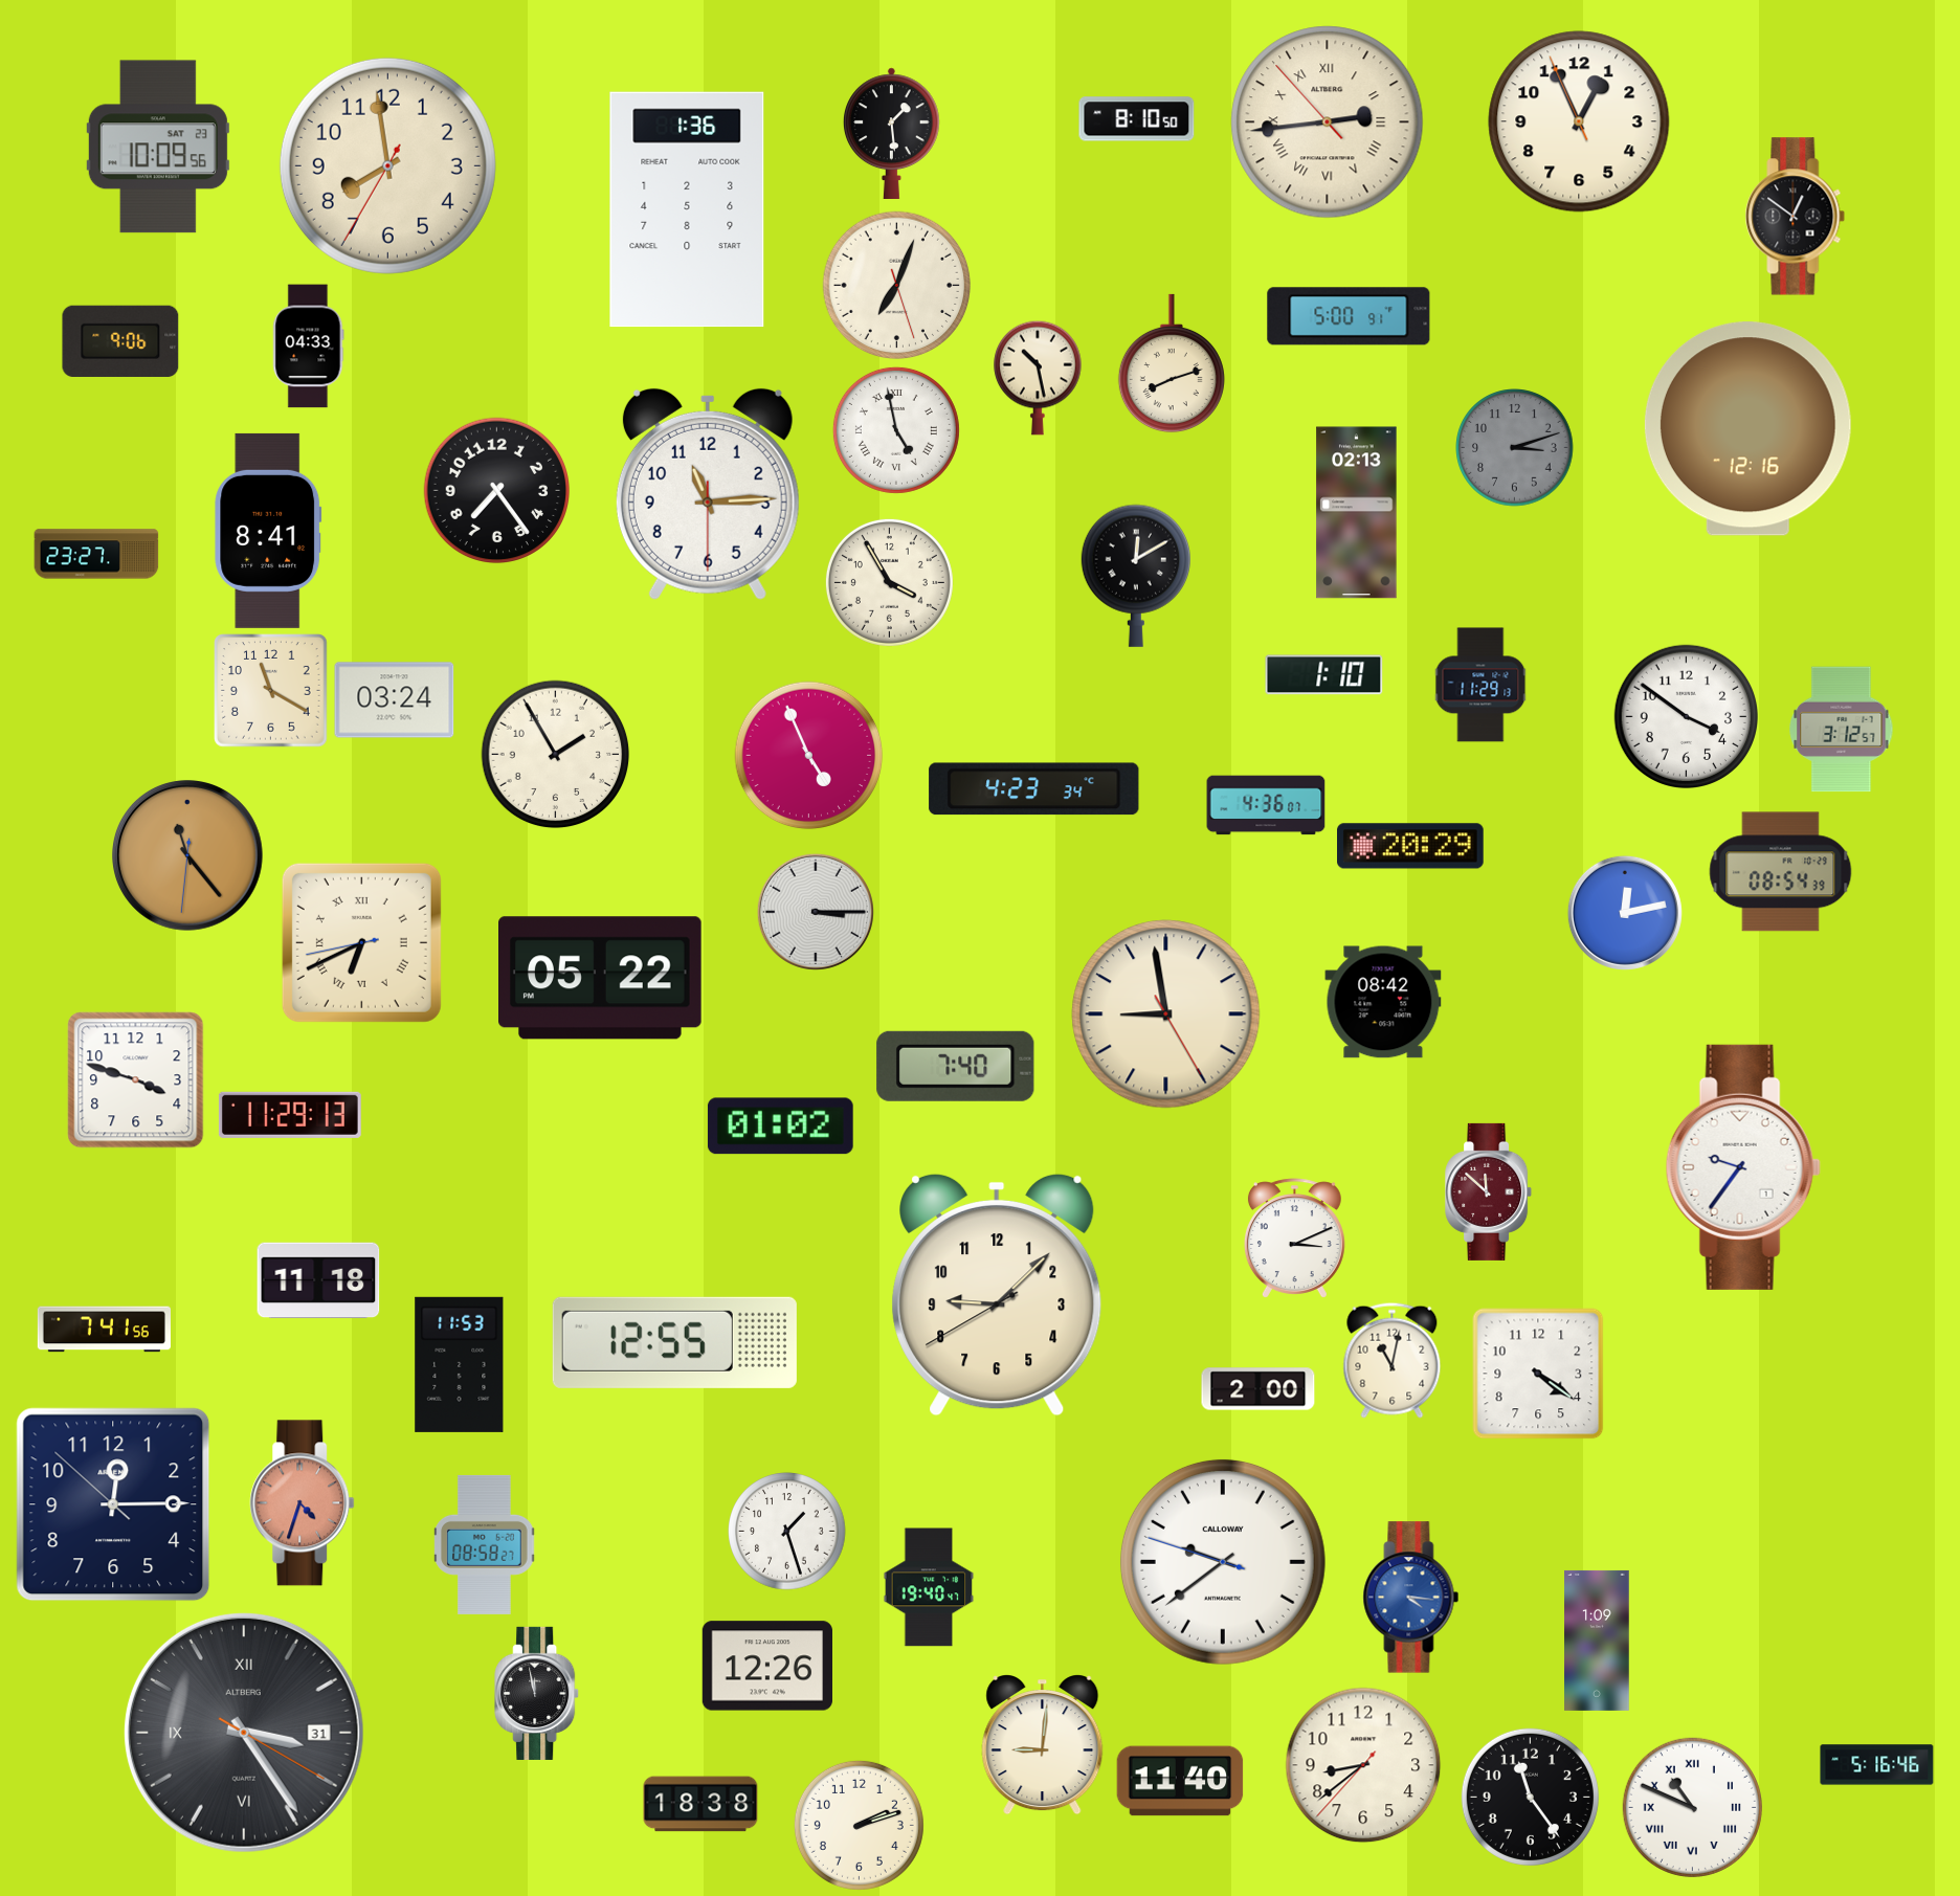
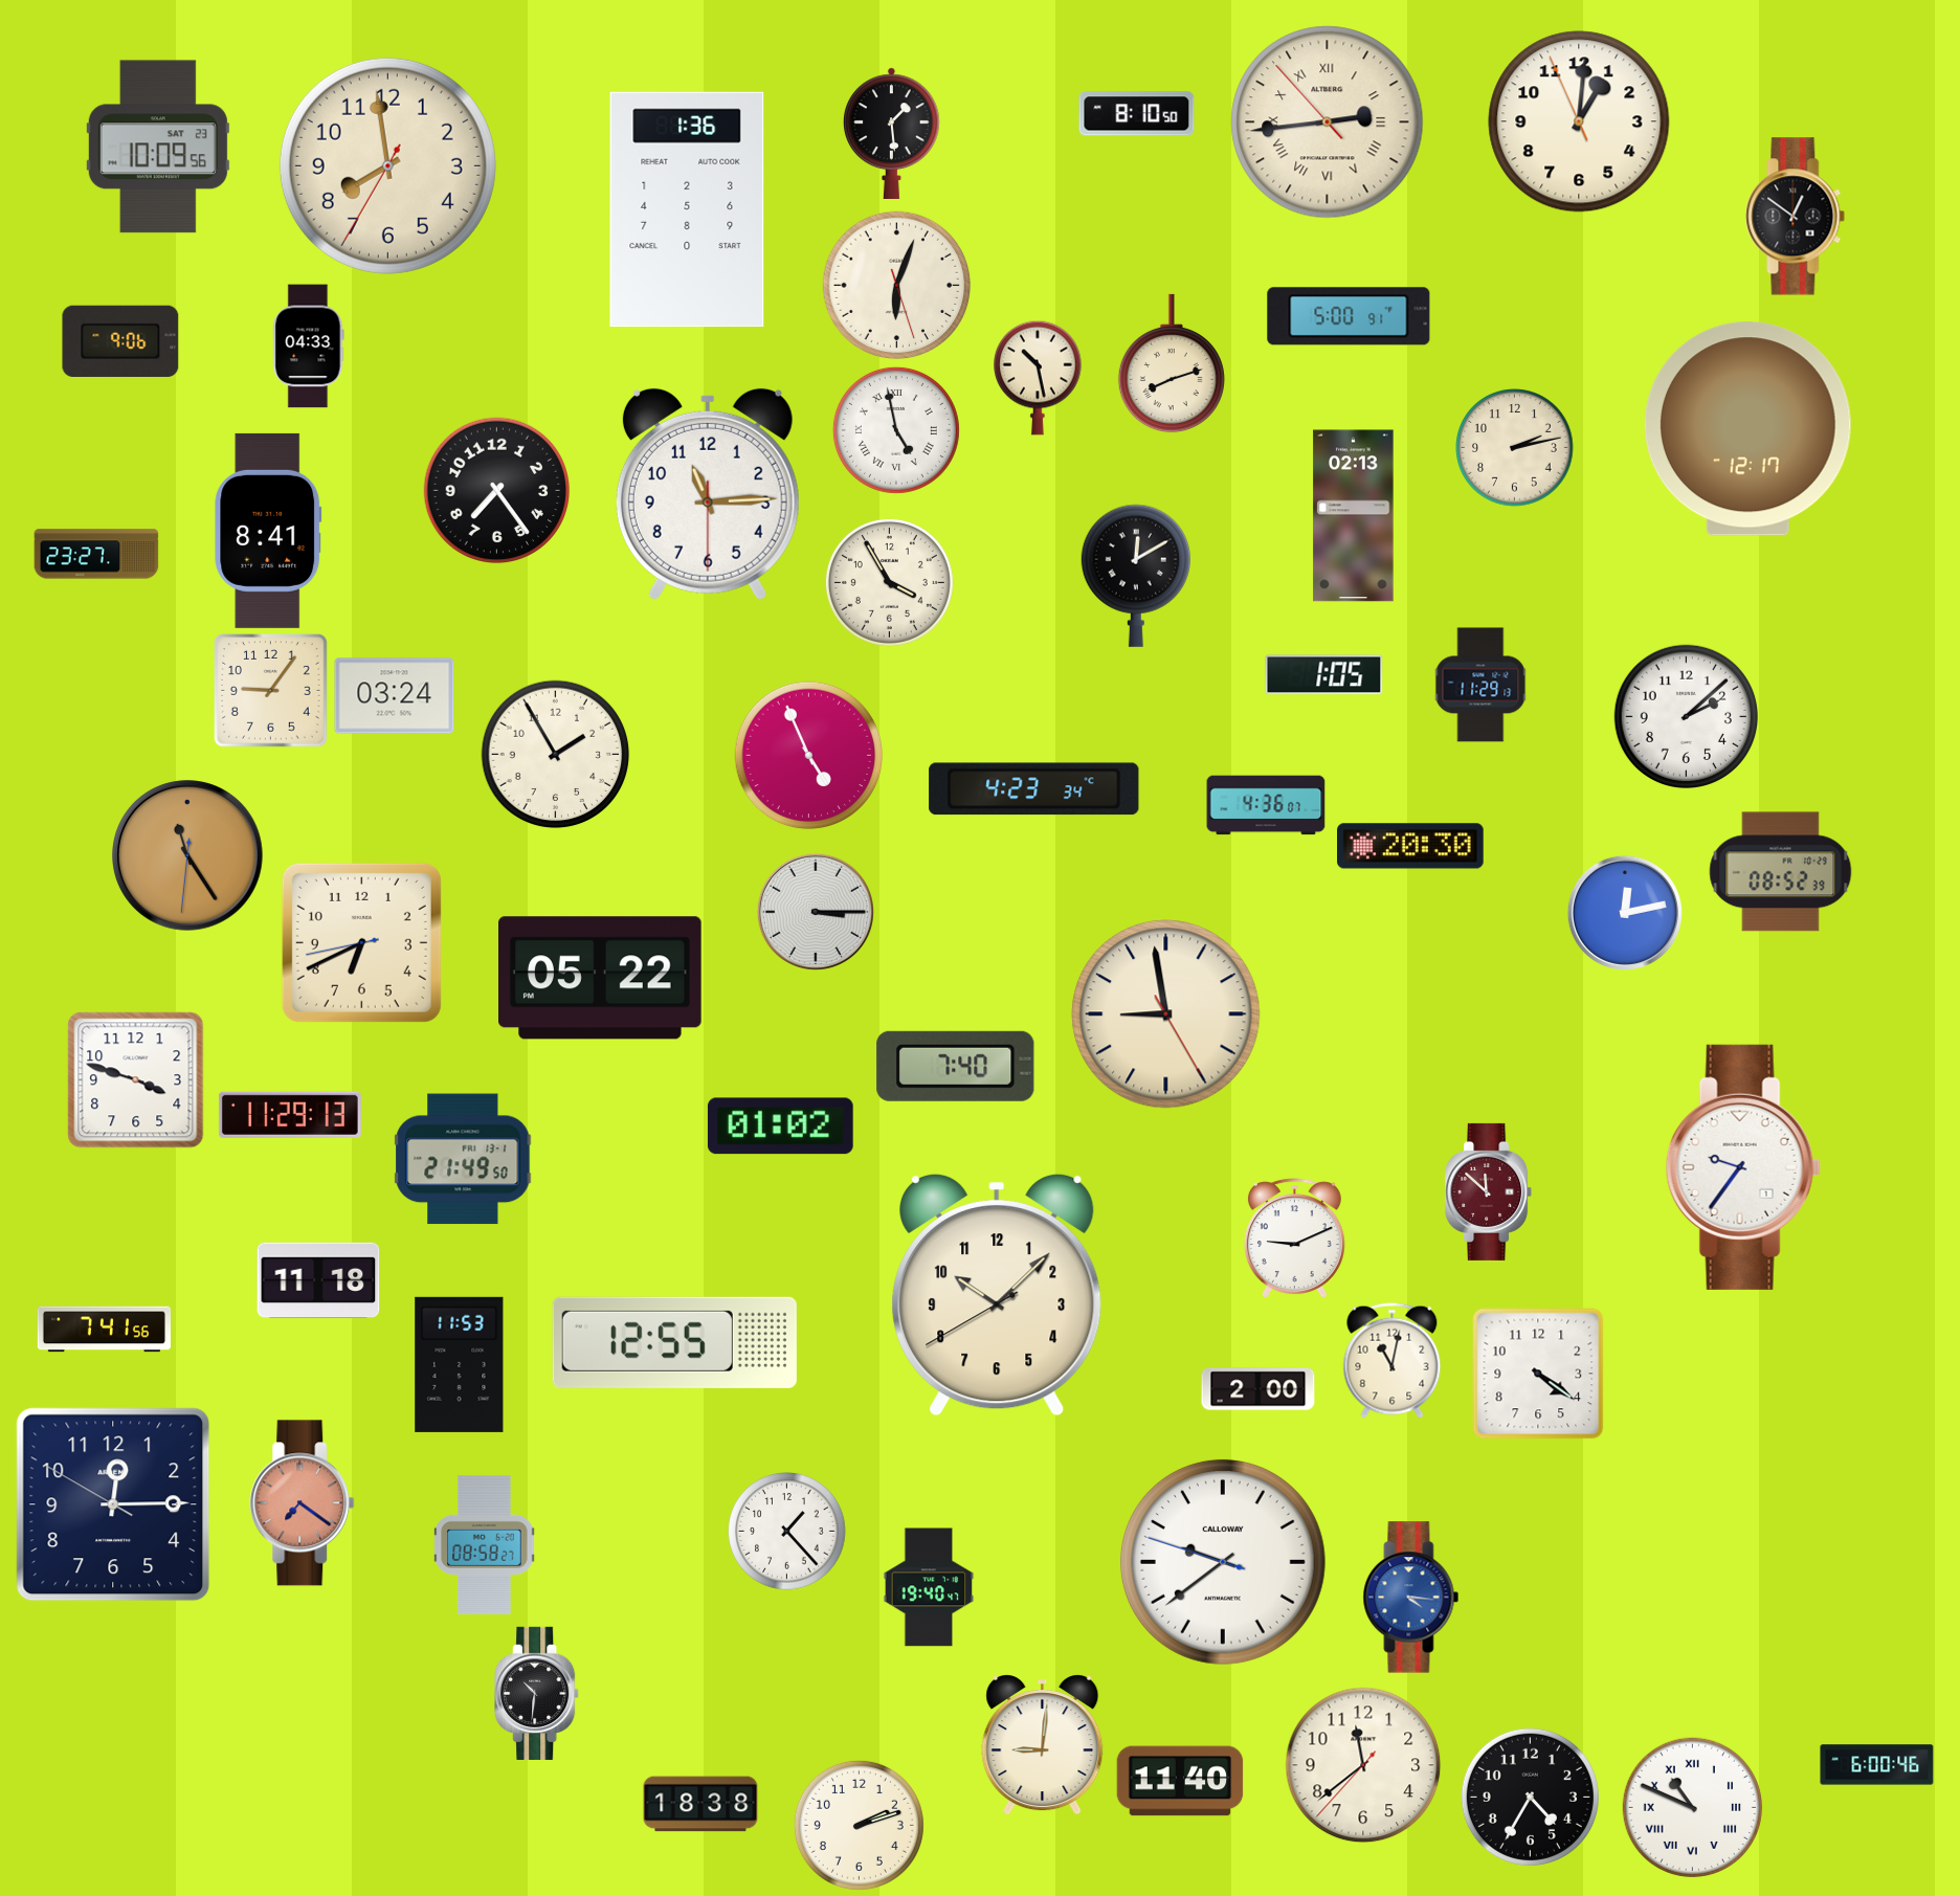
clock at (1137, 119) position: (1137, 119) -> (1137, 114)
clock at (1579, 121): 12:55 -> 1:00
clock at (897, 286): 7:03 -> 6:03
clock at (1747, 429): 12:16 -> 12:17
clock at (1515, 448): 3:12 -> 2:13
clock at (1515, 448) dial: grey -> cream
clock at (1357, 513) position: (1357, 513) -> (1354, 516)
clock at (1324, 675): 1:10 -> 1:05
clock at (271, 691): 11:20 -> 9:06
clock at (395, 700) position: (395, 700) -> (395, 696)
clock at (1686, 716): 3:51 -> 2:08
clock at (1842, 730): 3:12 -> none
clock at (1411, 846): 20:29 -> 20:30
clock at (188, 856): 11:23 -> 11:24
clock at (1781, 872): 08:54 -> 08:52
clock at (361, 942) numerals: Roman -> Arabic
clock at (1383, 1002): 08:42 -> none
clock at (463, 1159): none -> 21:49
clock at (1294, 1239): 3:11 -> 9:11
clock at (997, 1295): 9:07 -> 10:07
clock at (303, 1503): 4:33 -> 7:21
clock at (113, 1504): 12:14:52 -> 12:14:50
clock at (787, 1532): 1:27 -> 1:23
clock at (1597, 1641): 1:09 -> none
clock at (766, 1666): 12:26 -> none
clock at (537, 1693): 11:58 -> 10:31
clock at (244, 1733): 3:24 -> none
clock at (1363, 1765): 8:38 -> 11:38
clock at (1877, 1765): 5:16 -> 6:00
clock at (1530, 1797): 11:24 -> 4:35
